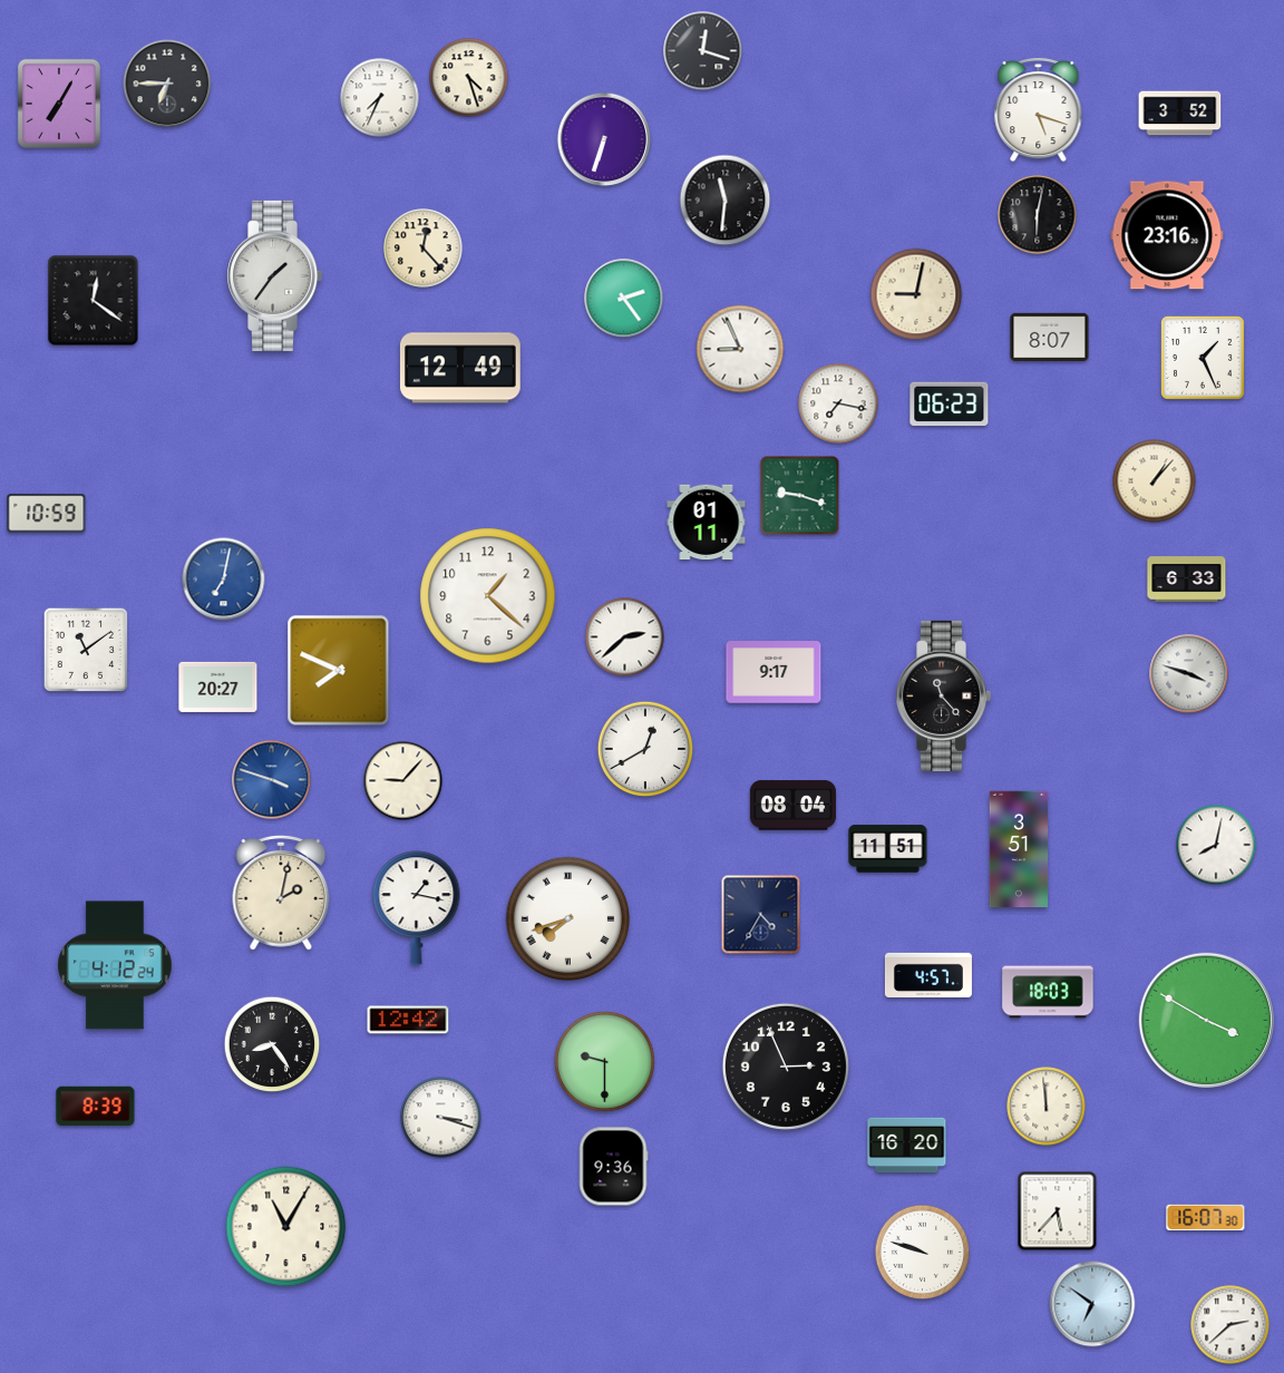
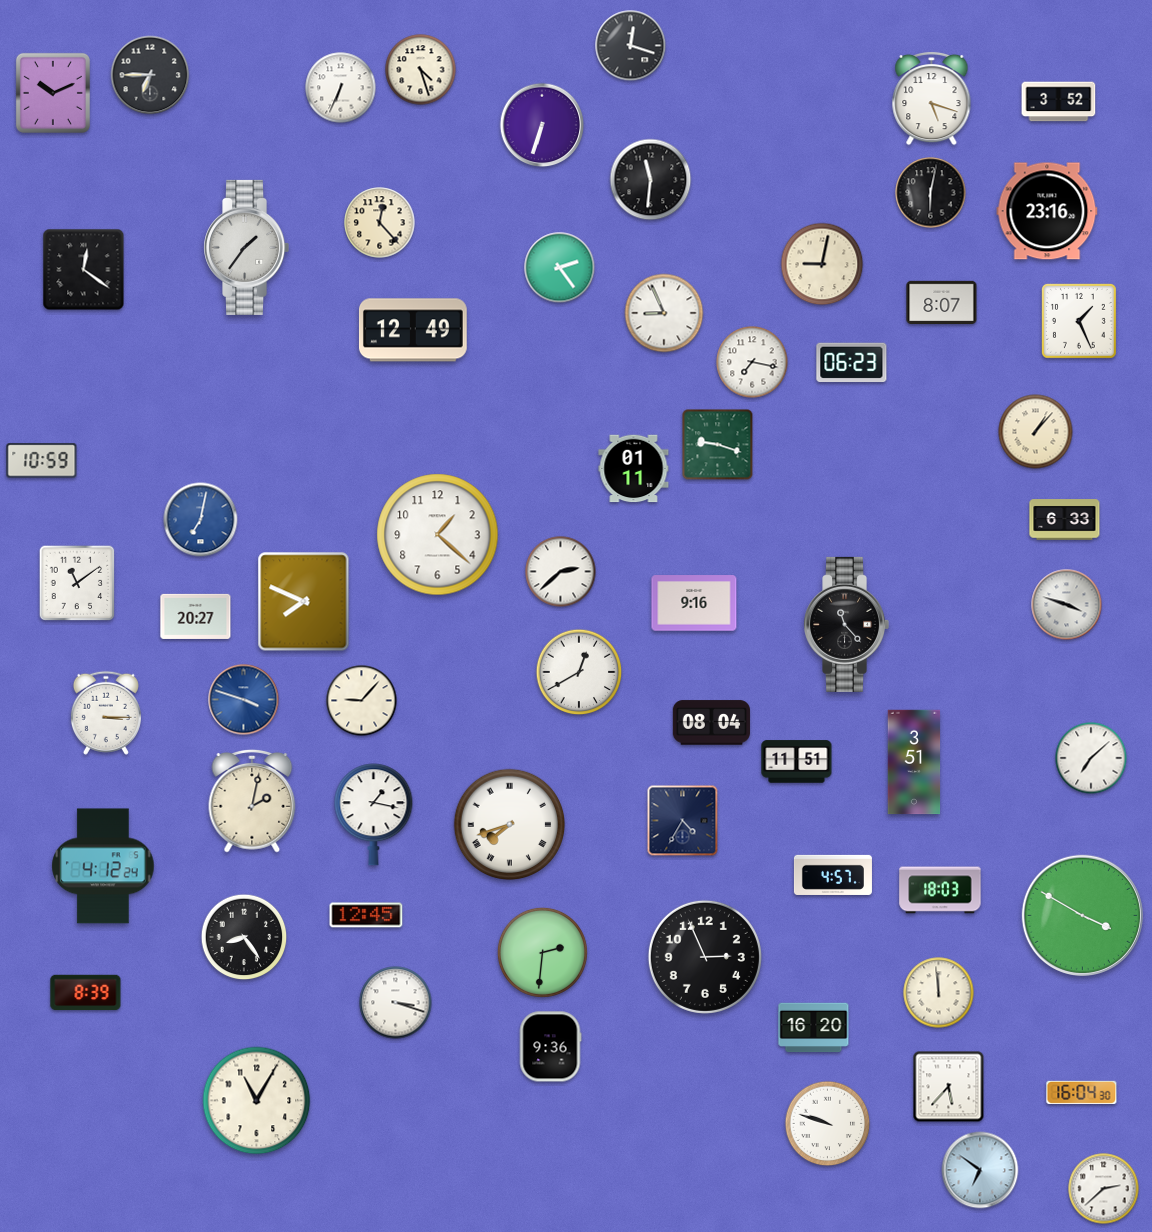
clock at (380, 98): 7:34 -> 6:34
clock at (59, 104): 7:05 -> 10:11
clock at (774, 672): 9:17 -> 9:16
clock at (106, 713): none -> 3:15
clock at (1216, 845): 8:02 -> 7:08
clock at (408, 1020): 12:42 -> 12:45
clock at (604, 1061): 9:30 -> 2:31
clock at (1206, 1217): 16:07 -> 16:04
